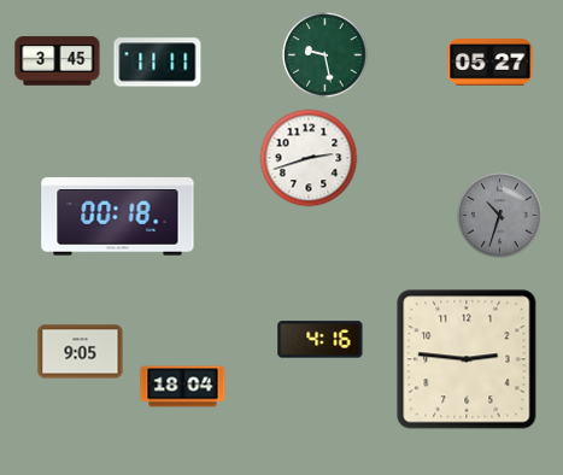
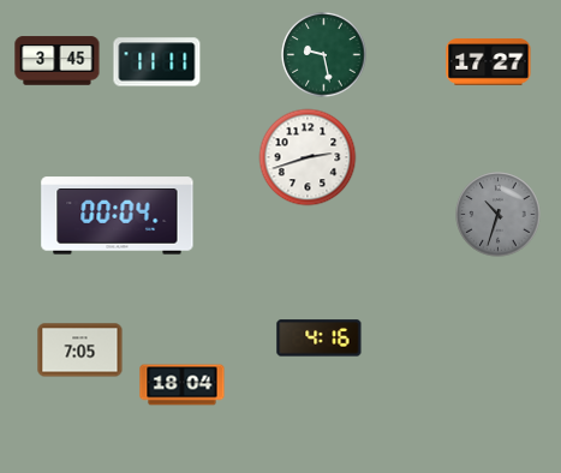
clock at (491, 63): 05:27 -> 17:27
clock at (118, 217): 00:18 -> 00:04
clock at (81, 352): 9:05 -> 7:05
clock at (467, 359): 2:46 -> none
